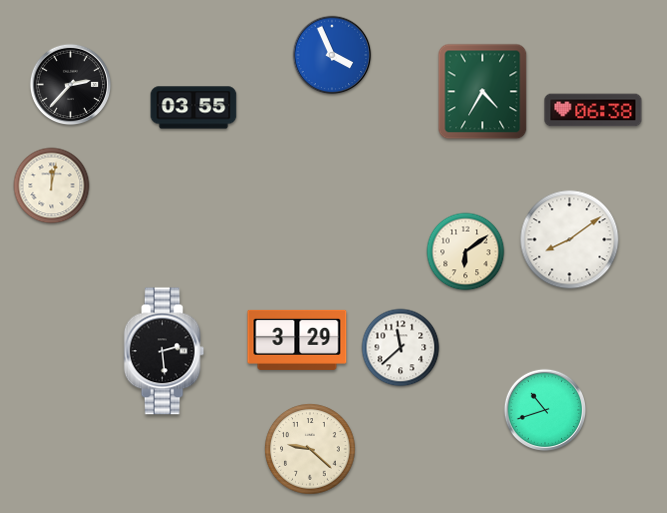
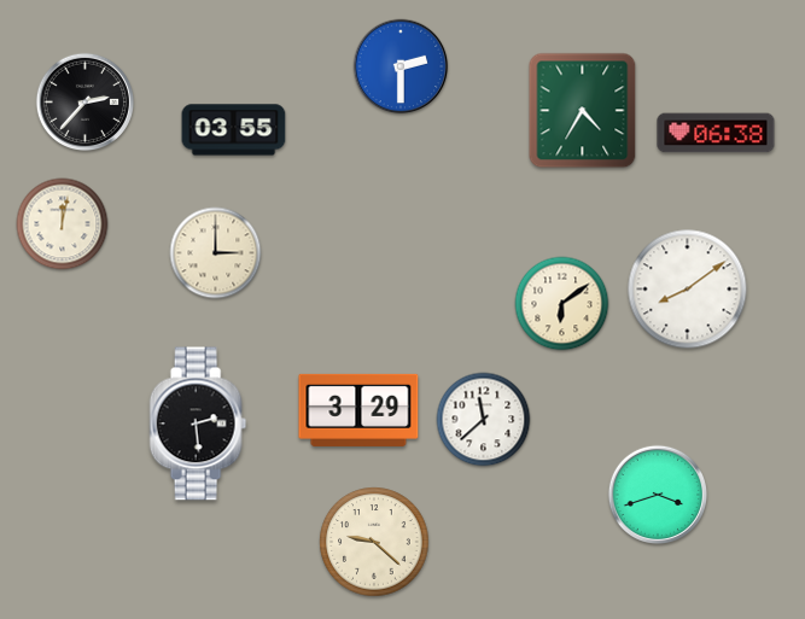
clock at (332, 55): 3:56 -> 2:30
clock at (216, 253): none -> 3:00
clock at (544, 409): 10:42 -> 3:42
